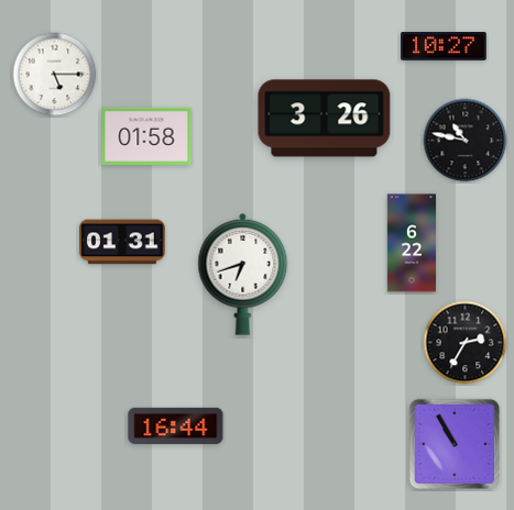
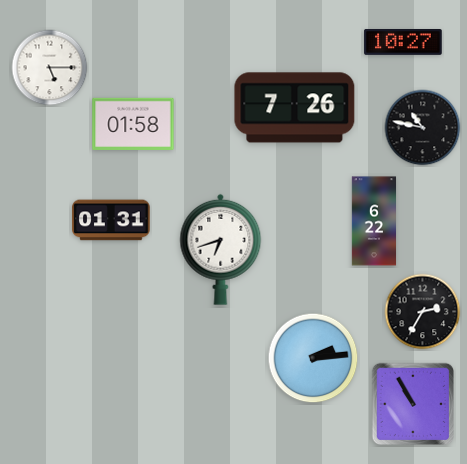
clock at (325, 119): 3:26 -> 7:26
clock at (313, 358): none -> 2:14
clock at (176, 425): 16:44 -> none
